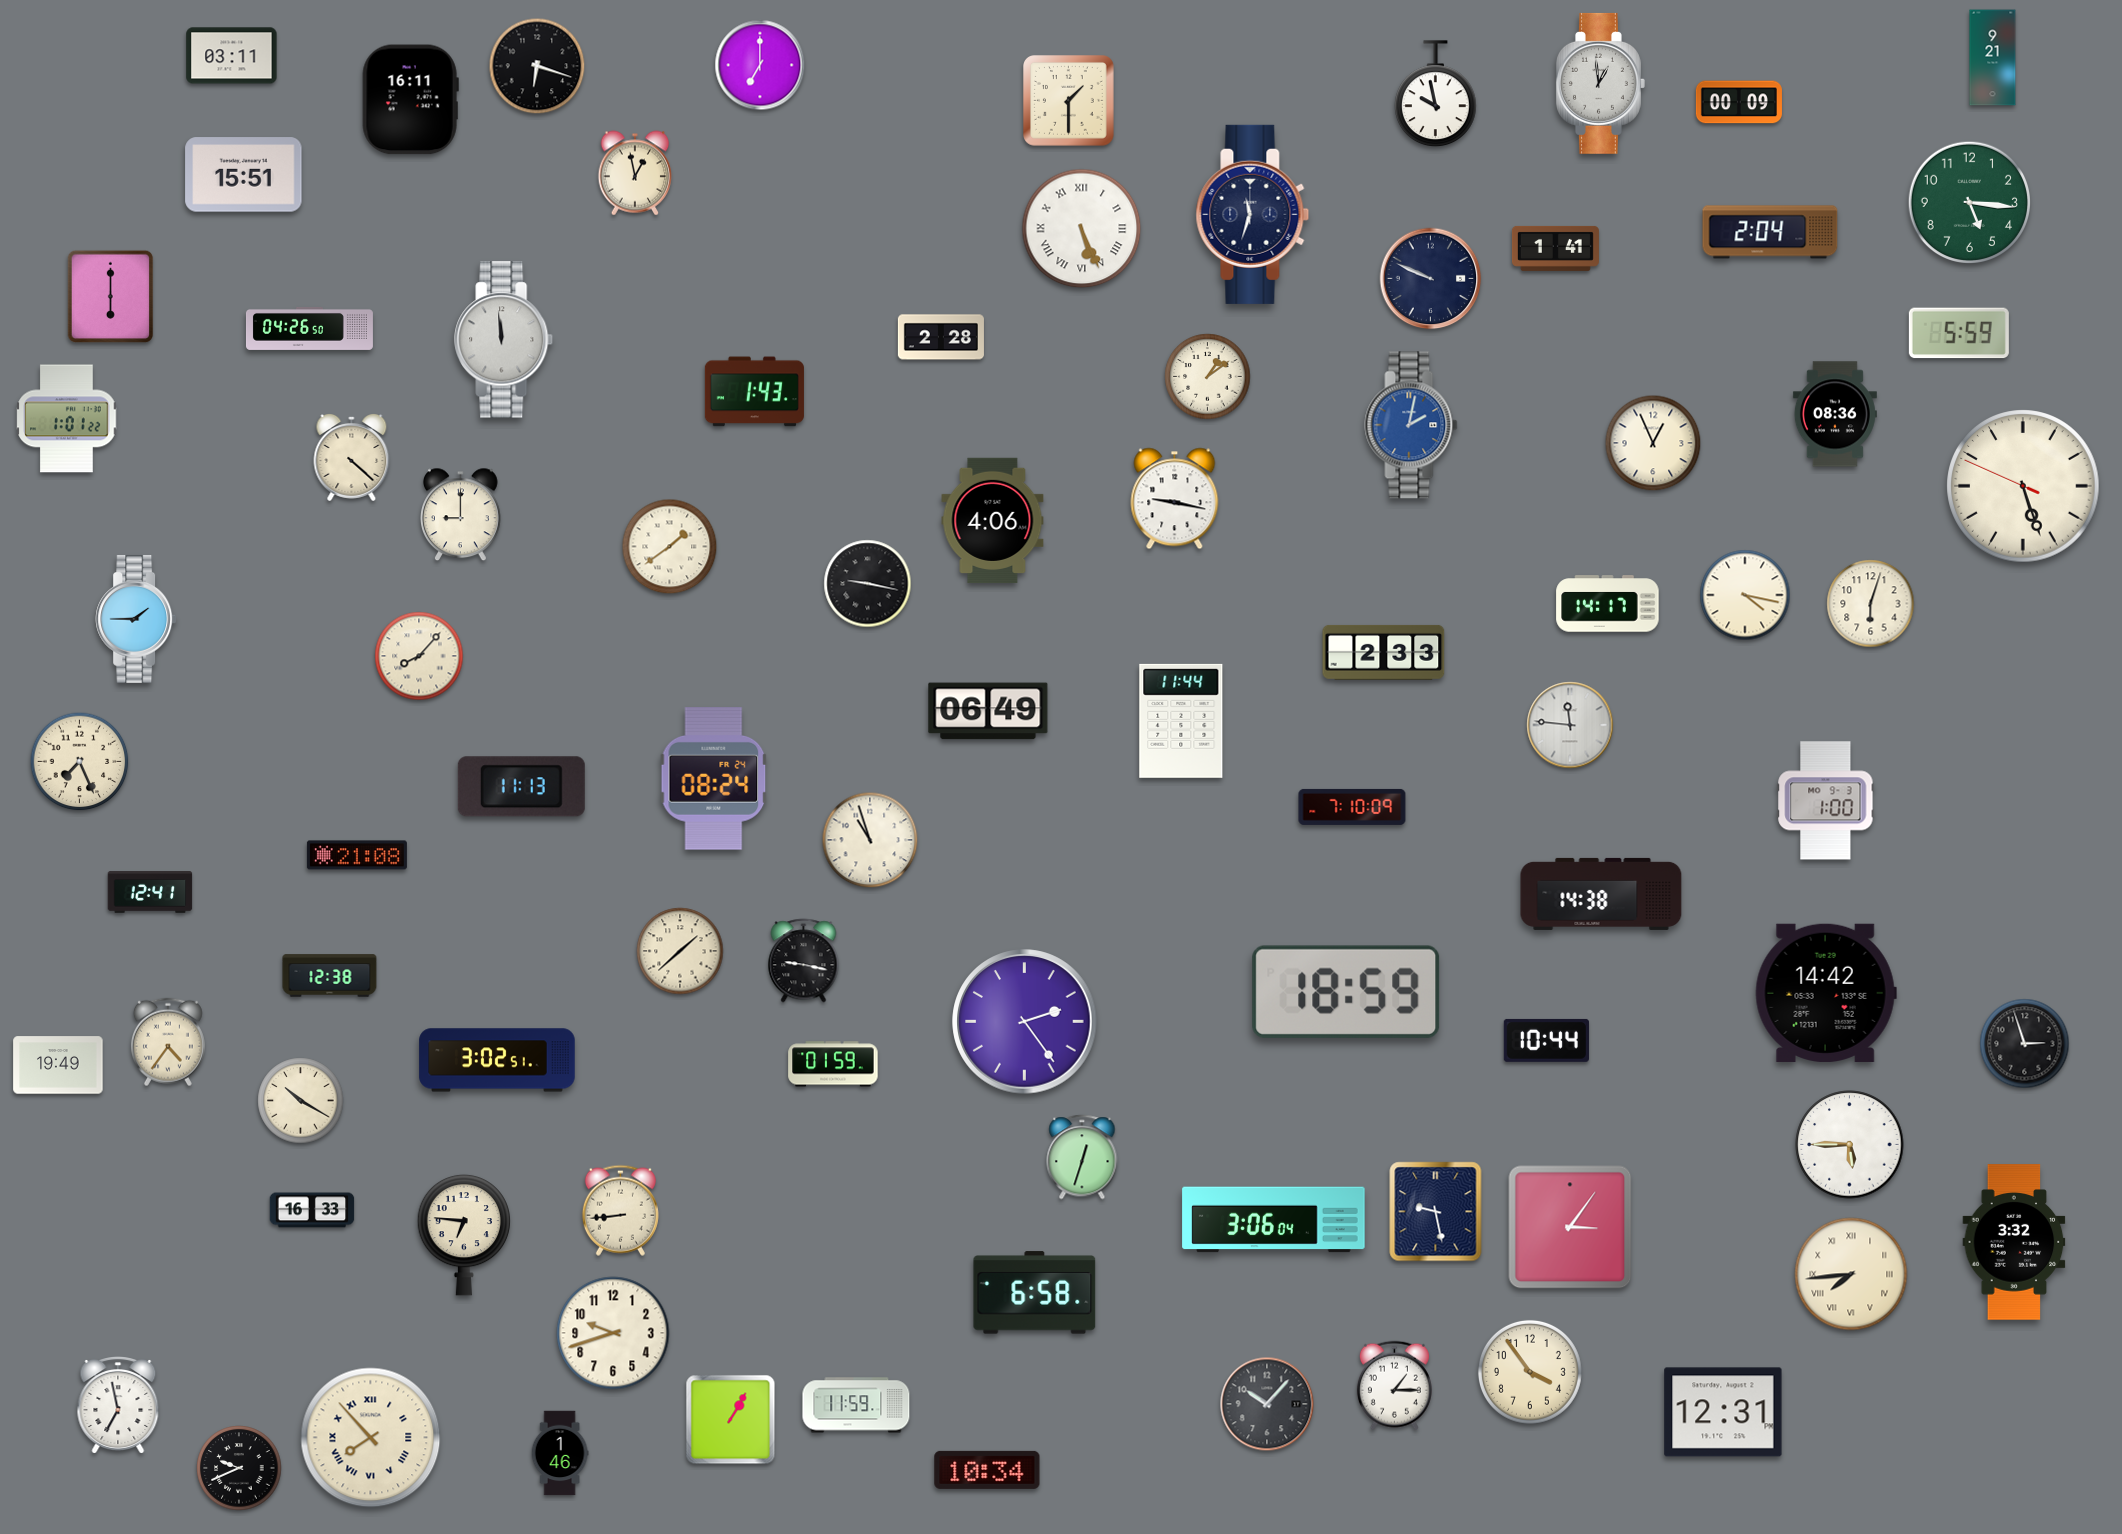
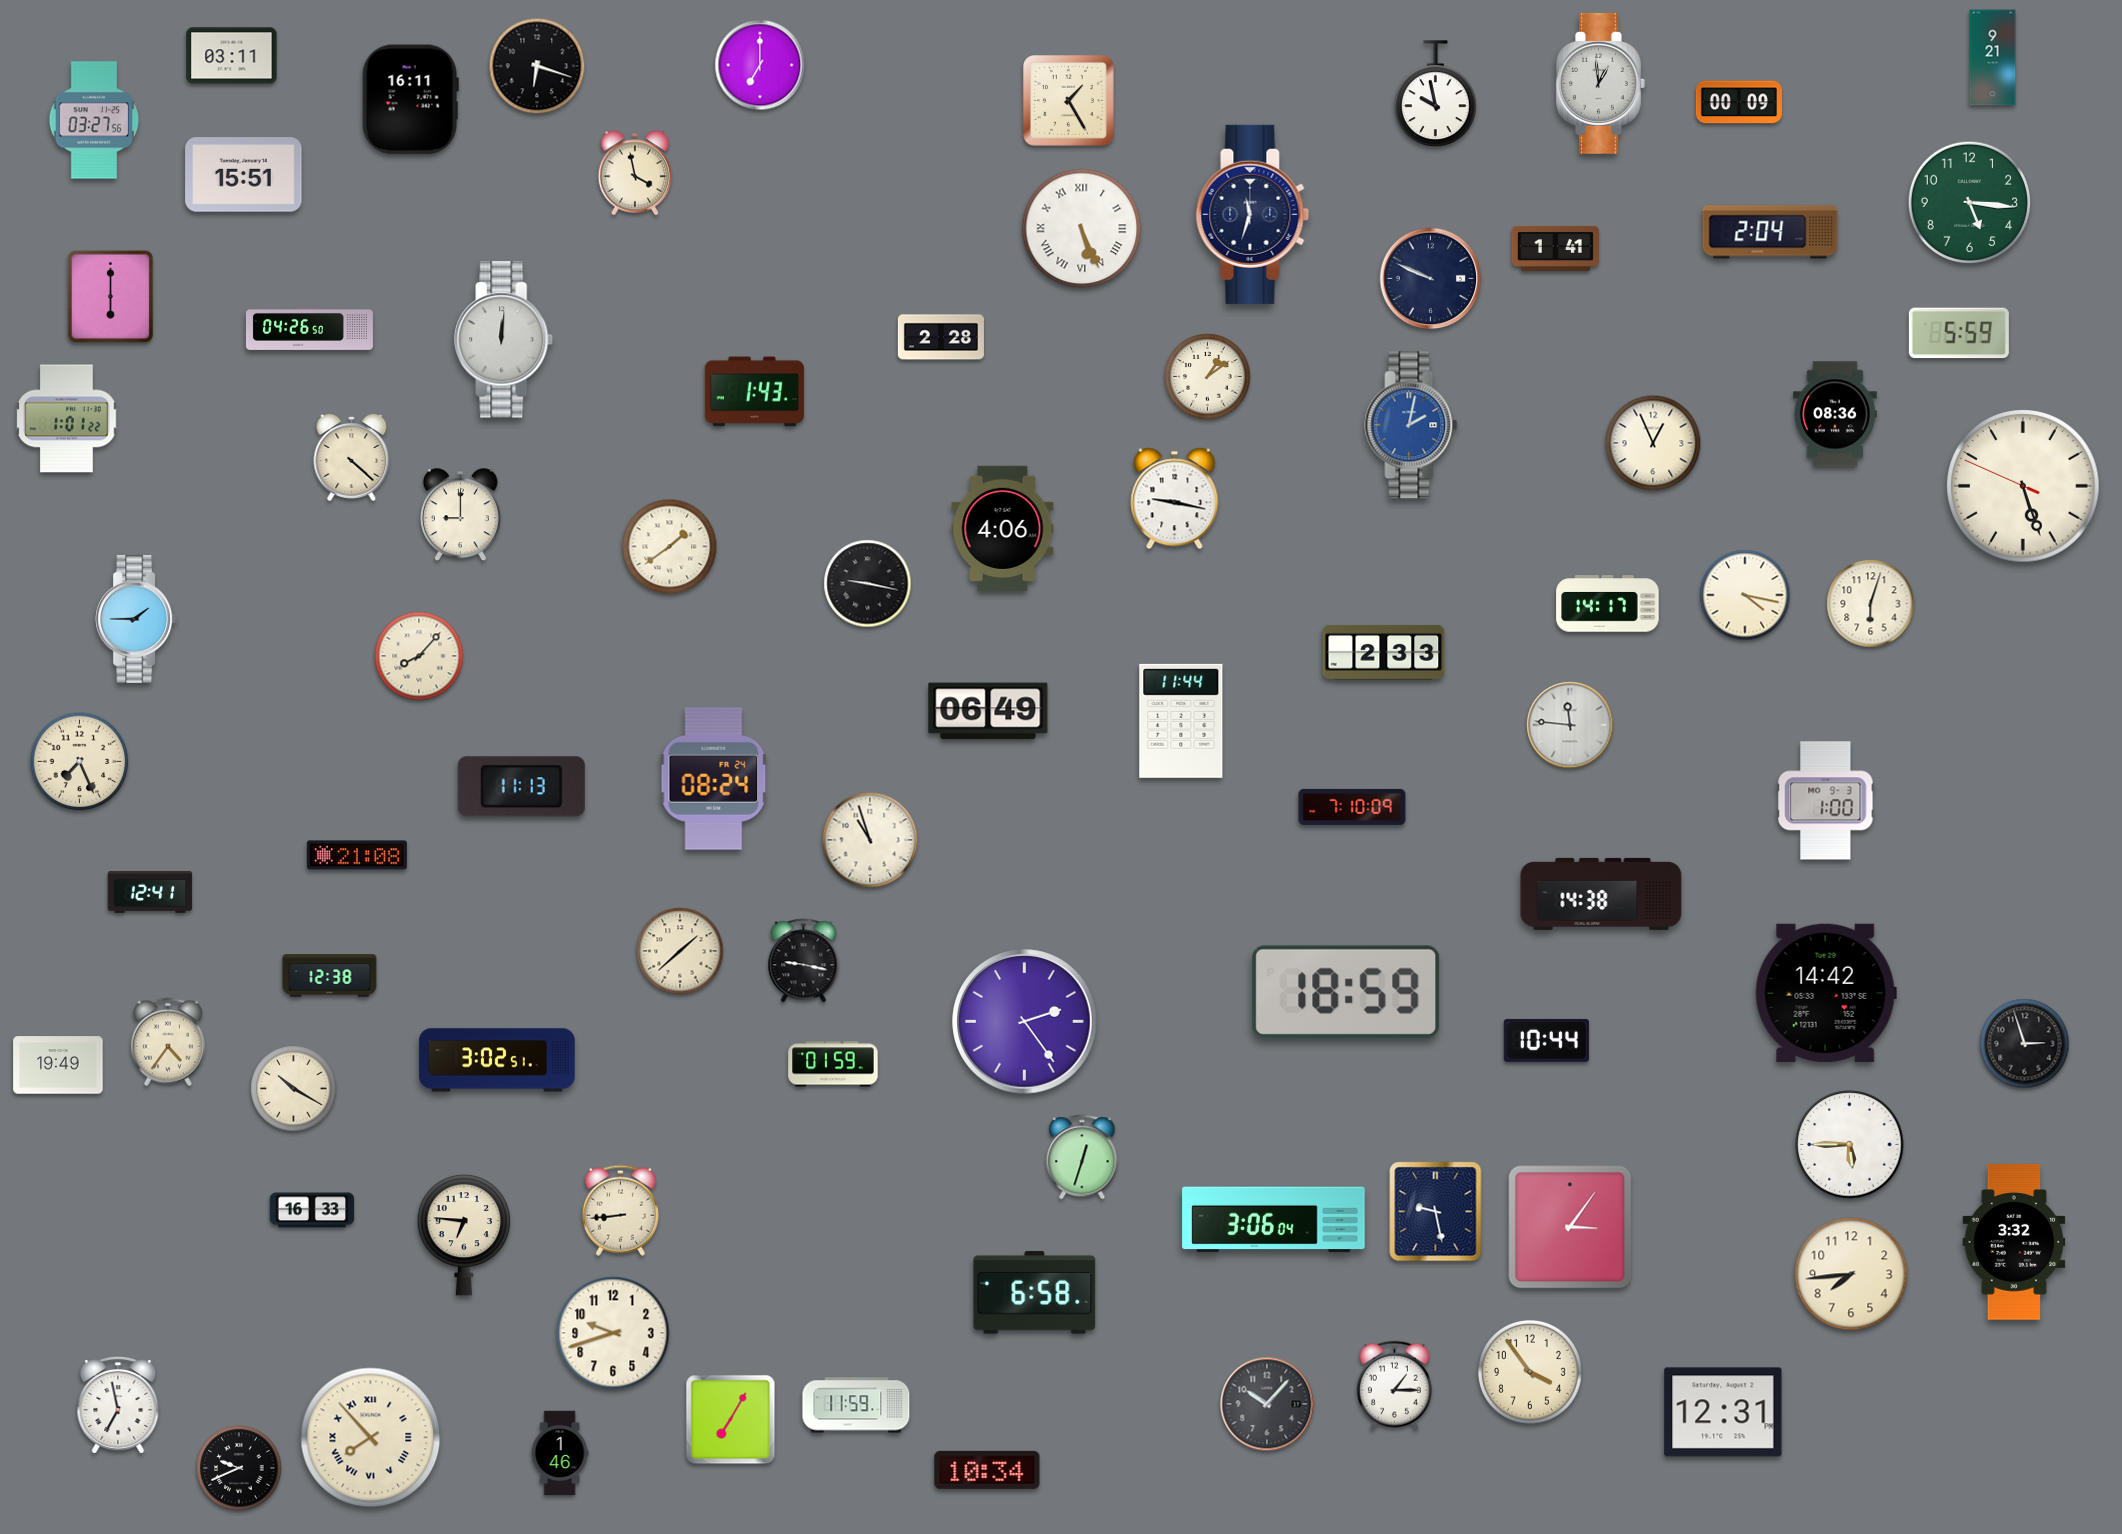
clock at (1069, 101): 1:30 -> 1:25
clock at (94, 120): none -> 03:27
clock at (635, 173): 12:58 -> 3:58
clock at (504, 340): 11:59 -> 12:01
clock at (993, 520) position: (993, 520) -> (1003, 528)
clock at (301, 1101) position: (301, 1101) -> (294, 1089)
clock at (1851, 1274) numerals: Roman -> Arabic
clock at (731, 1420): 1:05 -> 7:05
